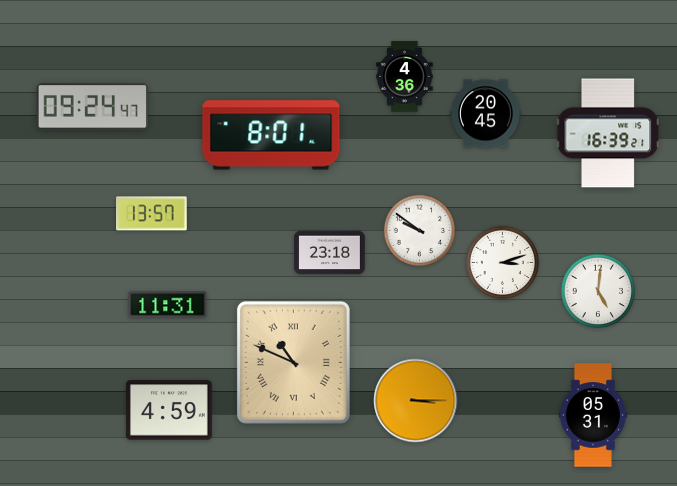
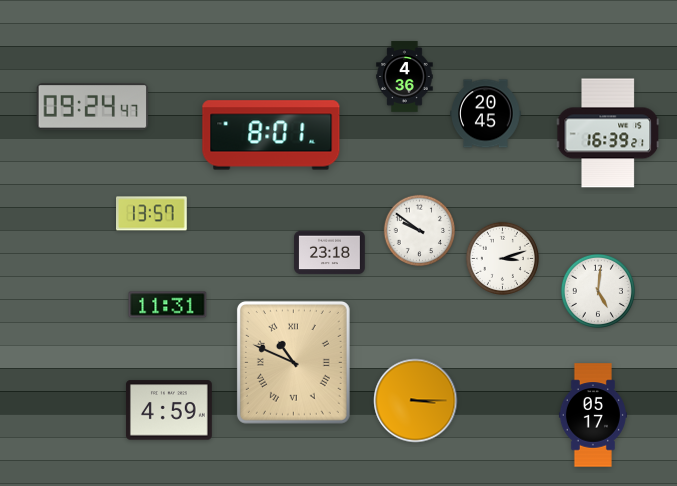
clock at (502, 262) position: (502, 262) -> (502, 258)
clock at (593, 415): 05:31 -> 05:17
